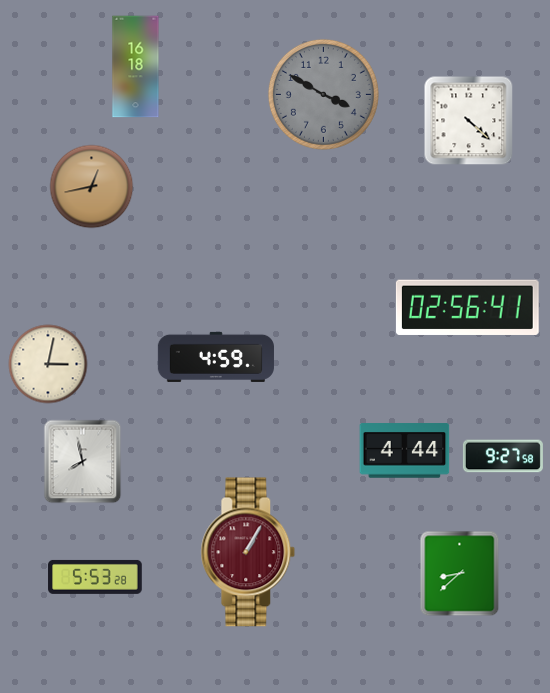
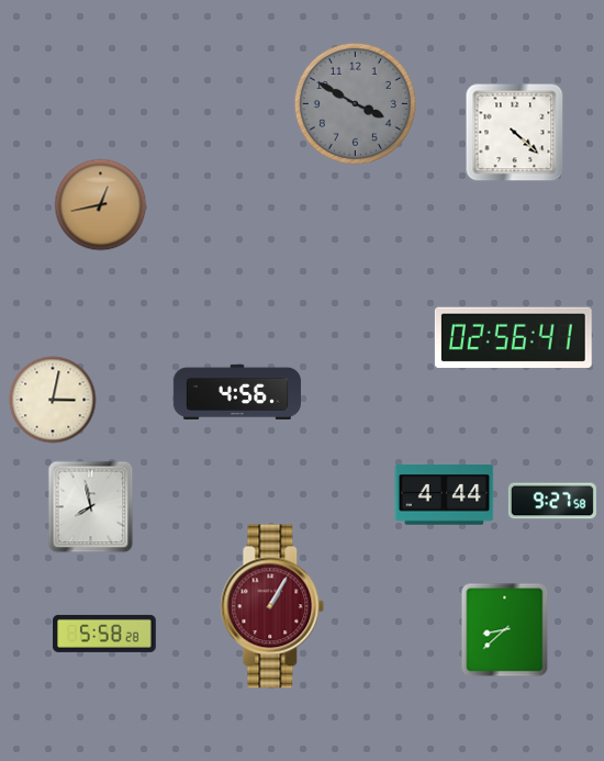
clock at (136, 67): 16:18 -> none
clock at (216, 357): 4:59 -> 4:56
clock at (95, 577): 5:53 -> 5:58
